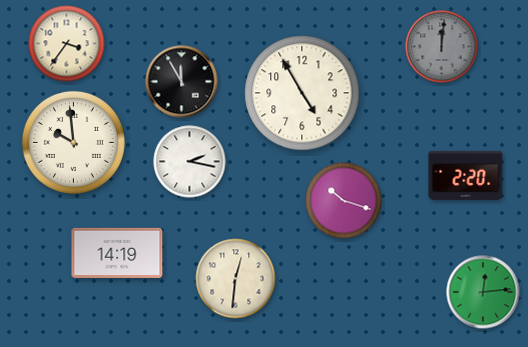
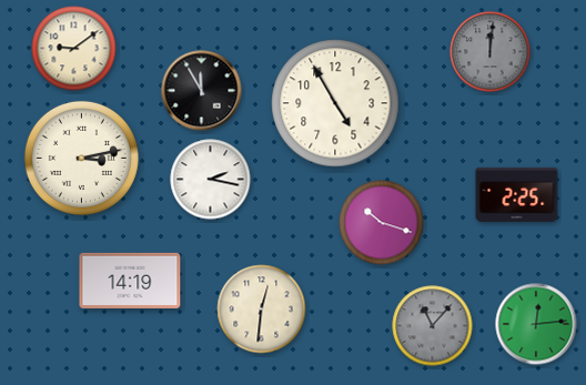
clock at (67, 44): 3:36 -> 9:09
clock at (73, 142): 9:59 -> 3:13
clock at (466, 175): 2:20 -> 2:25
clock at (433, 326): none -> 11:07
